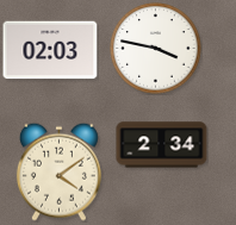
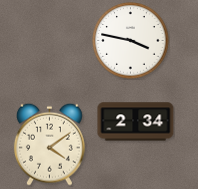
clock at (50, 50): 02:03 -> none
